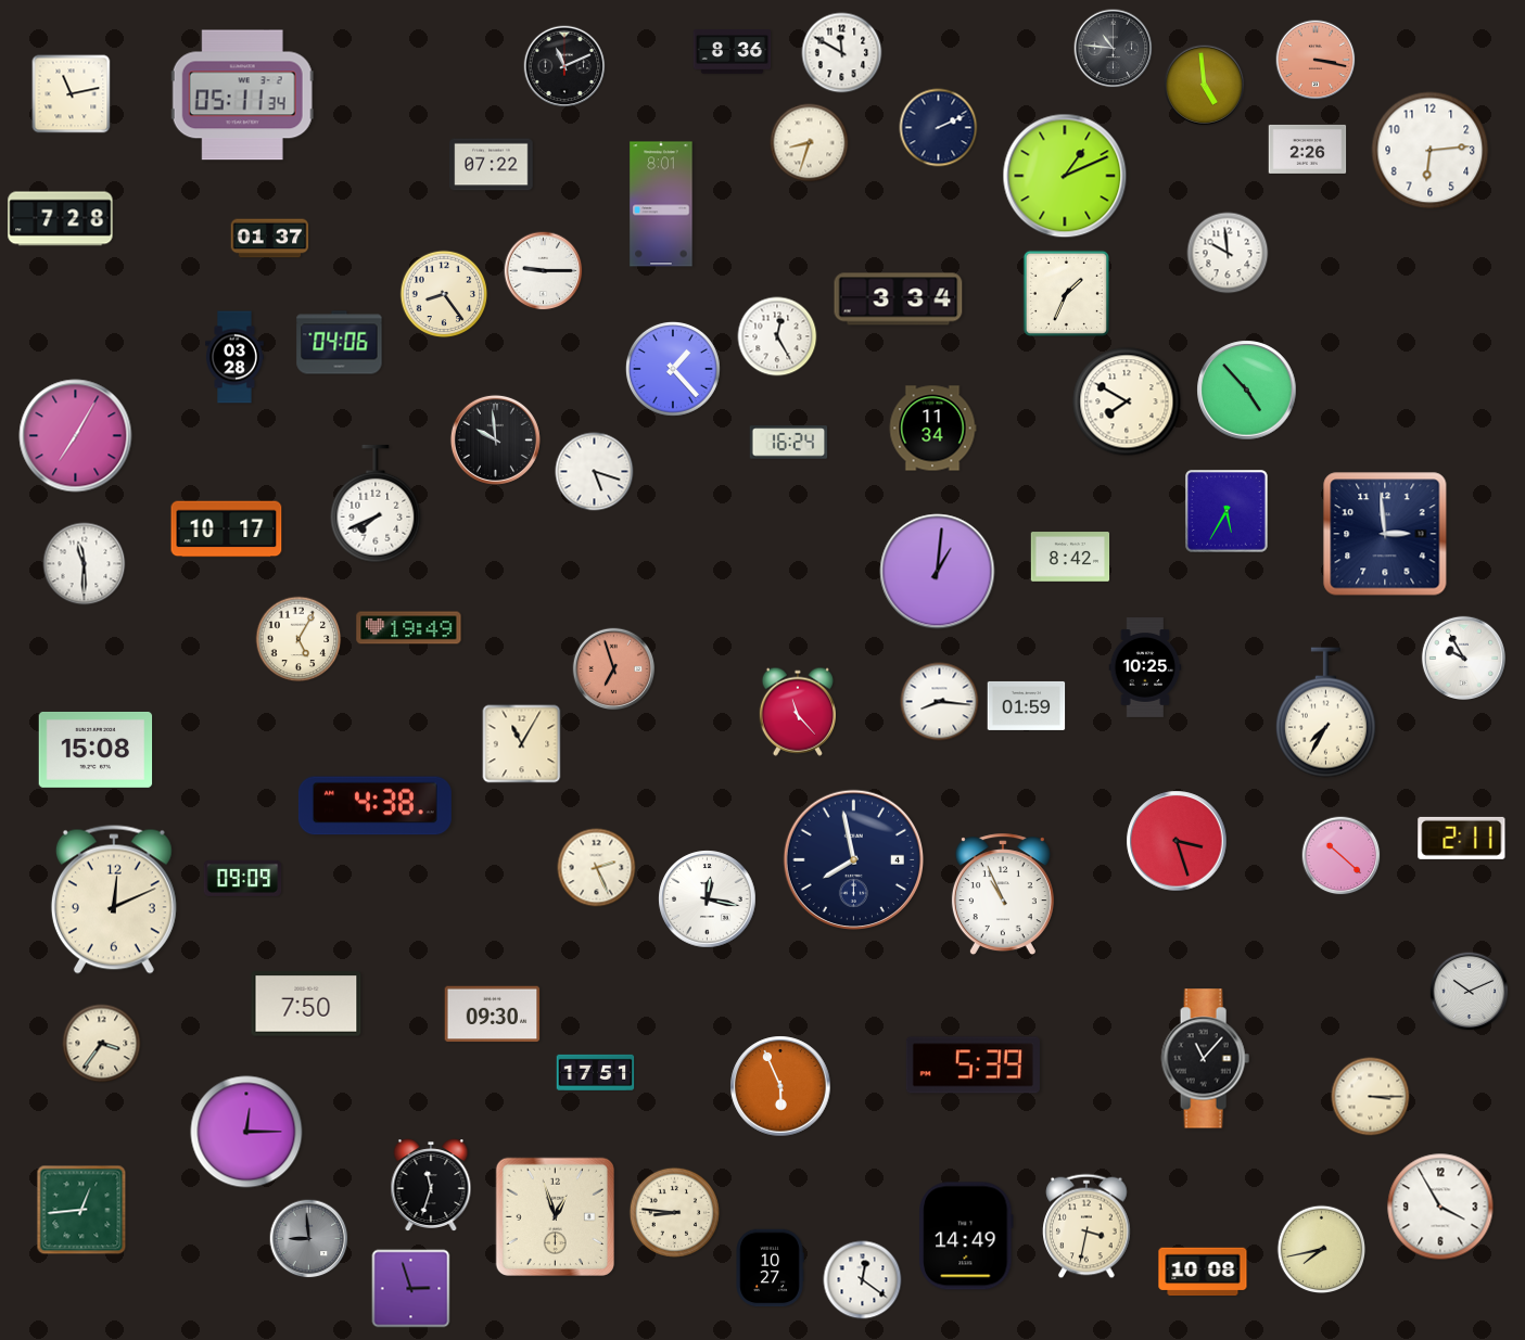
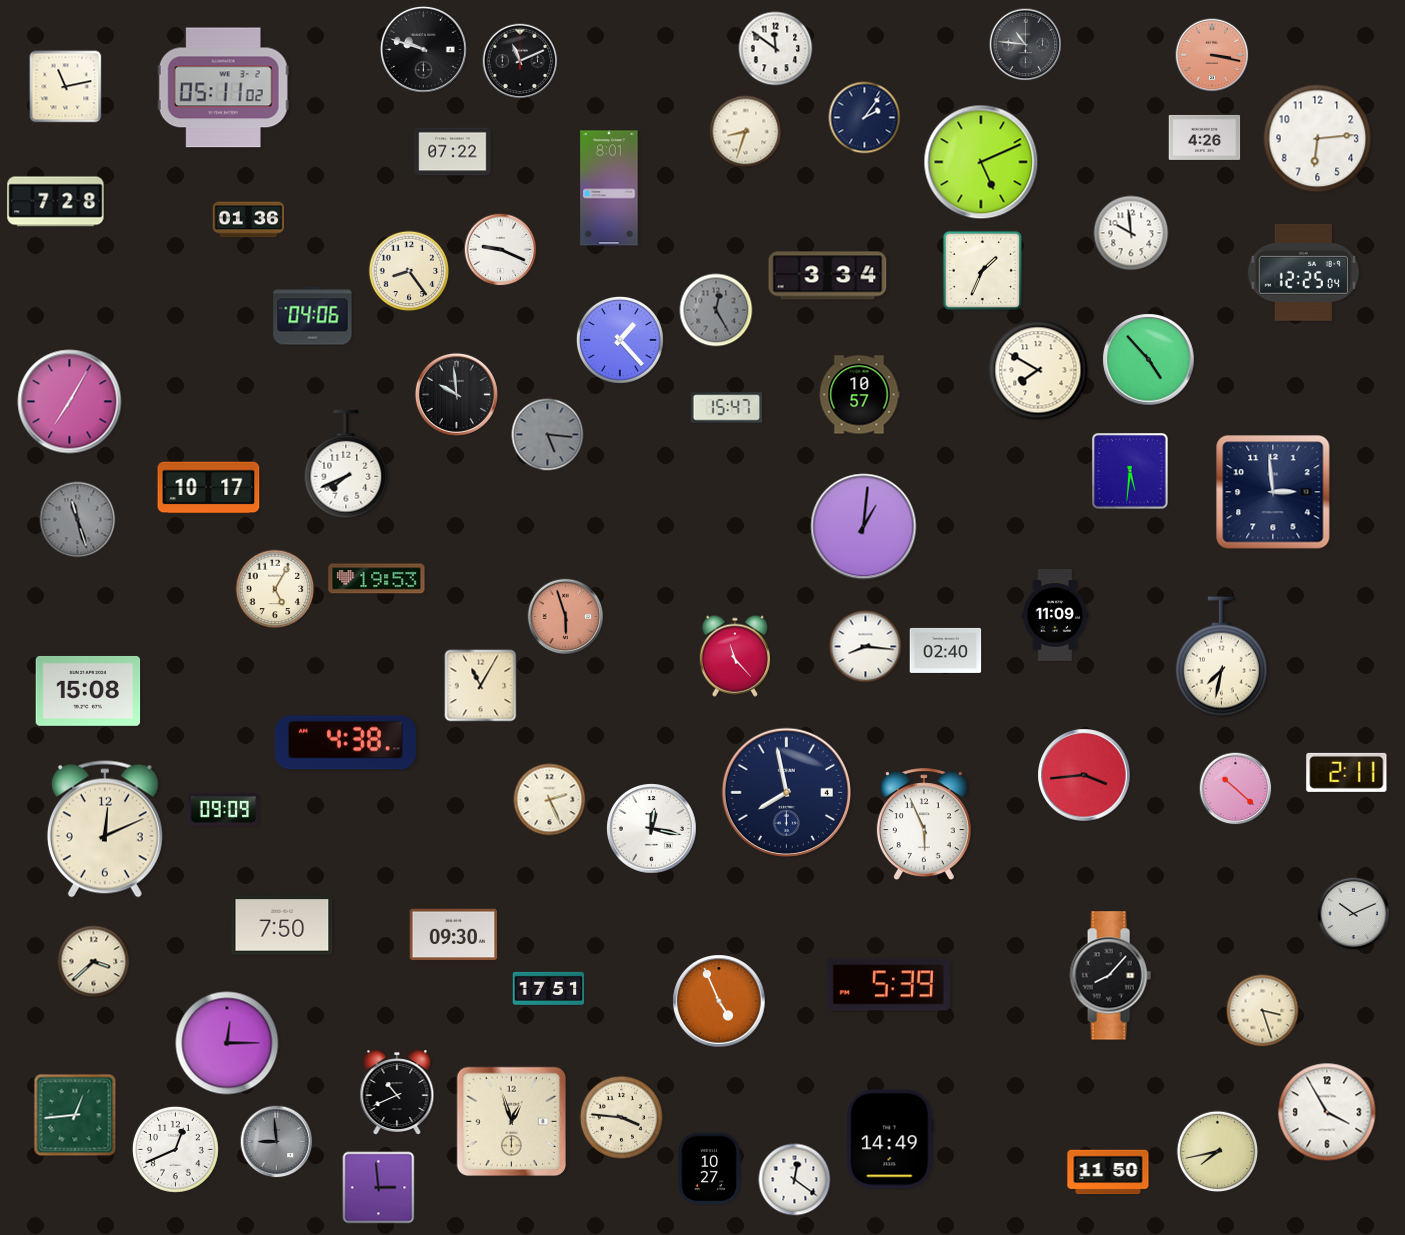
clock at (733, 52): 8:36 -> none
clock at (423, 49): none -> 9:48
clock at (842, 53): 11:50 -> 11:51
clock at (1205, 86): 4:59 -> none
clock at (242, 95): 05:11:34 -> 05:11:02
clock at (939, 128): 2:11 -> 2:06
clock at (1308, 149): 2:26 -> 4:26
clock at (1065, 176): 1:11 -> 5:11
clock at (270, 239): 01:37 -> 01:36
clock at (544, 271): 9:15 -> 9:19
clock at (1303, 272): none -> 12:25
clock at (777, 336) dial: white -> grey
clock at (234, 357): 03:28 -> none
clock at (932, 429): 11:34 -> 10:57
clock at (495, 439) position: (495, 439) -> (456, 394)
clock at (789, 443): 16:24 -> 15:47
clock at (595, 472): 5:18 -> 5:16
clock at (595, 472) dial: white -> grey
clock at (1228, 512): 5:35 -> 5:31
clock at (1385, 534) position: (1385, 534) -> (1273, 492)
clock at (1070, 557): 8:42 -> none
clock at (85, 564): 11:30 -> 11:27
clock at (85, 564) dial: white -> grey
clock at (409, 628): 19:49 -> 19:53
clock at (1463, 658): 9:55 -> none
clock at (1145, 668): 10:25 -> 11:09
clock at (614, 669): 6:57 -> 5:57
clock at (1027, 705): 01:59 -> 02:40
clock at (1325, 713): 7:35 -> 7:32
clock at (1177, 841): 3:27 -> 3:44
clock at (1003, 895): 10:56 -> 5:56
clock at (102, 1044): 3:36 -> 3:38
clock at (1205, 1059): 11:07 -> 8:07
clock at (973, 1065) position: (973, 1065) -> (888, 985)
clock at (780, 1086): 5:56 -> 4:56
clock at (1371, 1097): 3:15 -> 3:27
clock at (431, 1185): 11:33 -> 10:41
clock at (674, 1212): 8:46 -> 3:46
clock at (1086, 1226): 3:32 -> none
clock at (309, 1239) position: (309, 1239) -> (277, 1142)
clock at (175, 1149): none -> 12:41
clock at (1203, 1272): 10:08 -> 11:50
clock at (411, 1289): 2:57 -> 2:59
